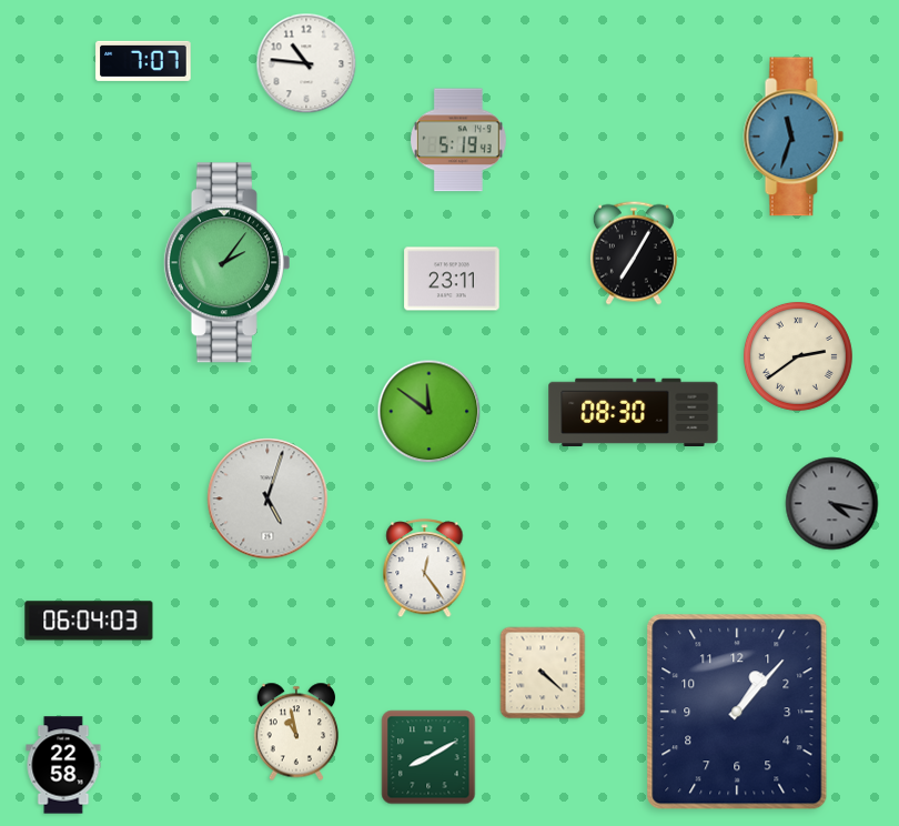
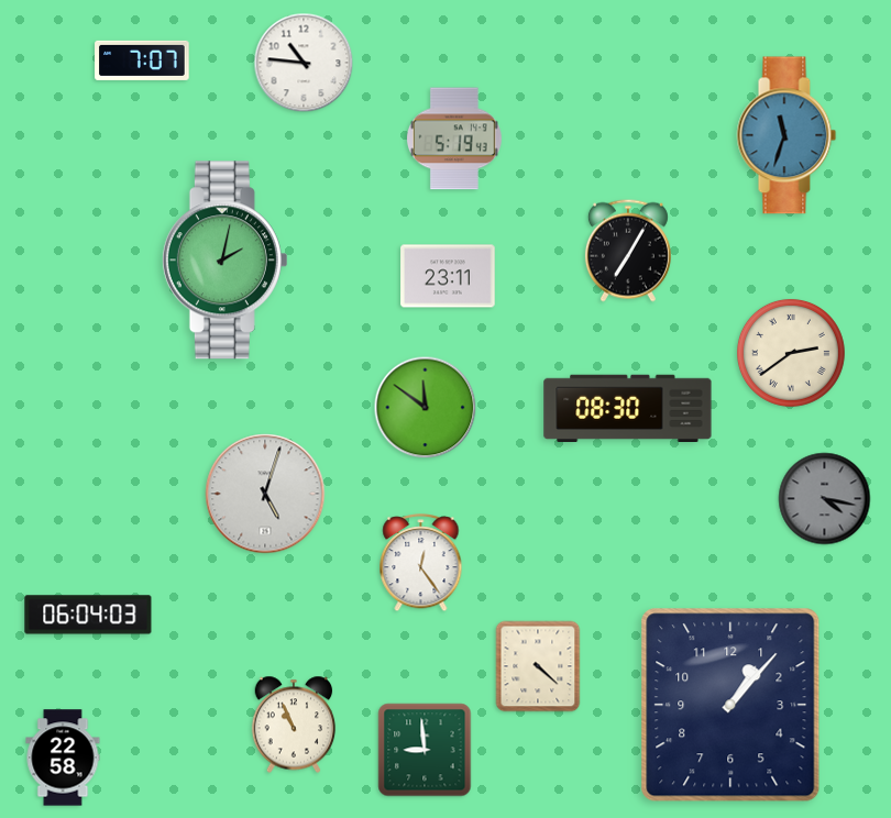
clock at (226, 263): 2:06 -> 2:02
clock at (296, 732): 10:58 -> 10:56
clock at (428, 757): 8:10 -> 8:59
